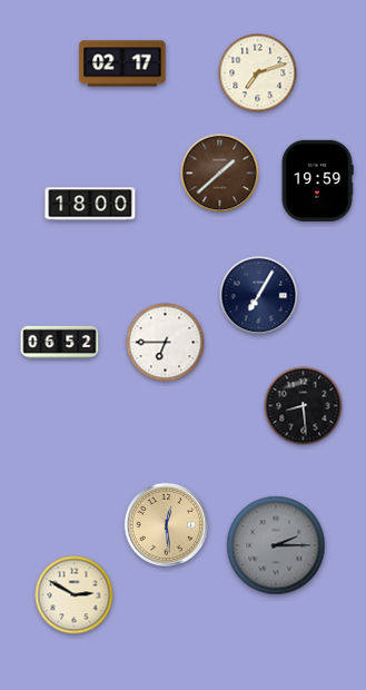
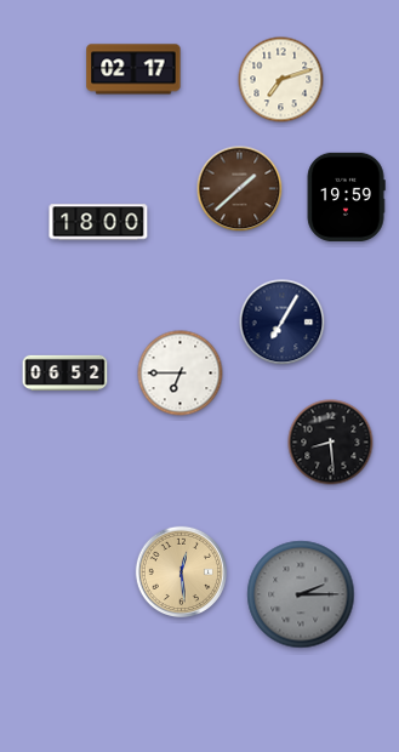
clock at (75, 595): 2:50 -> none
